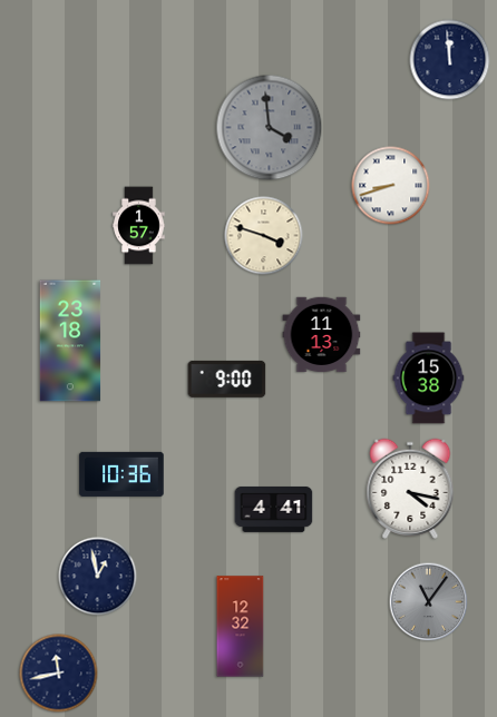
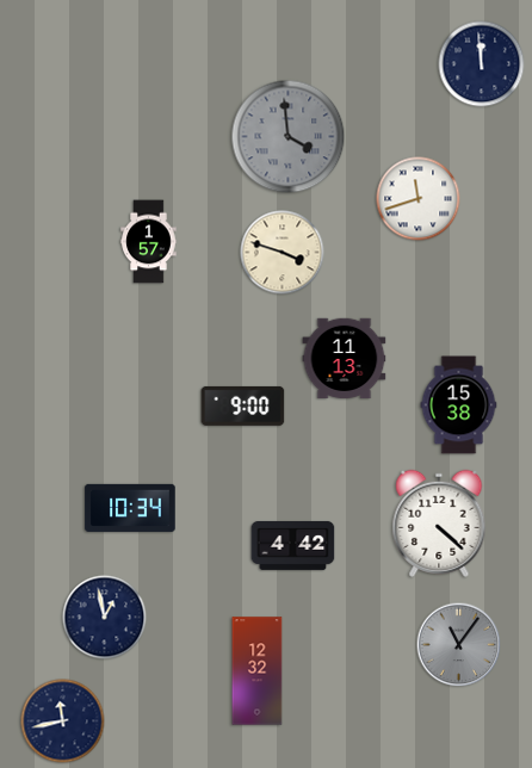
clock at (391, 186): 8:42 -> 11:42
clock at (70, 341): 23:18 -> none
clock at (121, 474): 10:36 -> 10:34
clock at (410, 489): 4:17 -> 4:22
clock at (274, 509): 4:41 -> 4:42
